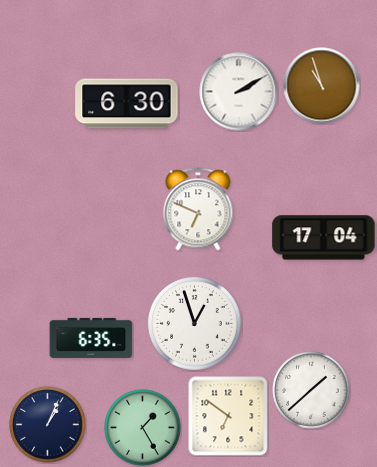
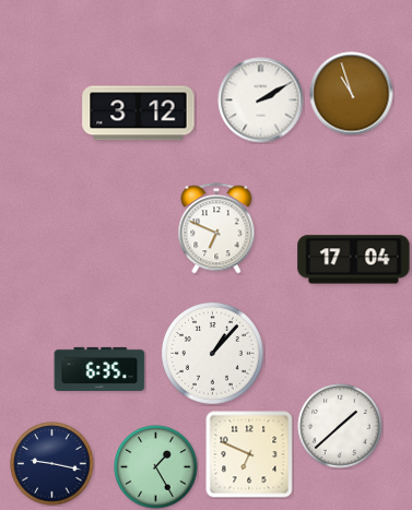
clock at (127, 104): 6:30 -> 3:12
clock at (195, 324): 12:57 -> 1:07
clock at (228, 416): 6:51 -> 6:49
clock at (48, 425): 1:04 -> 9:17
